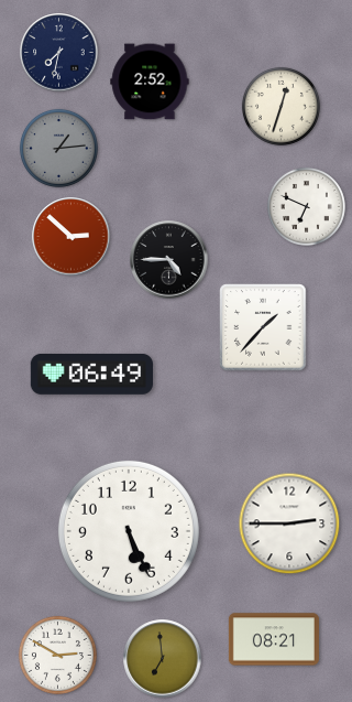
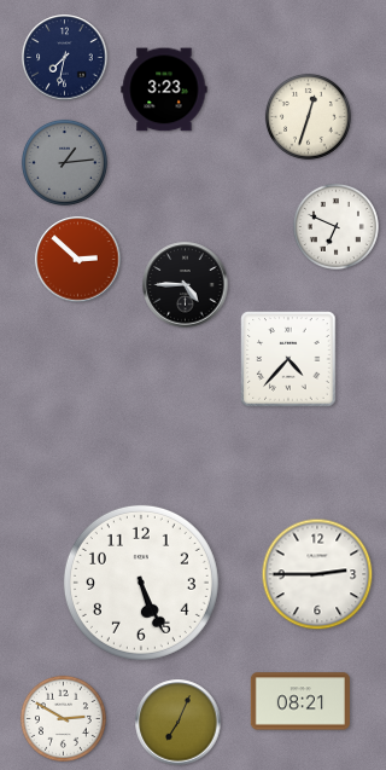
clock at (150, 82): 2:52 -> 3:23
clock at (263, 327): 1:37 -> 4:37
clock at (91, 374): 06:49 -> none
clock at (163, 659): 6:59 -> 7:04
